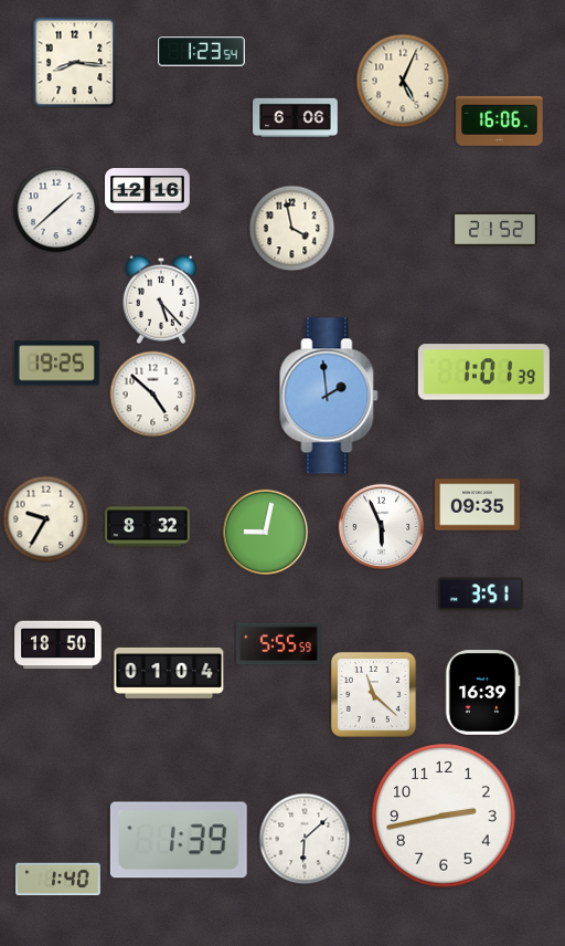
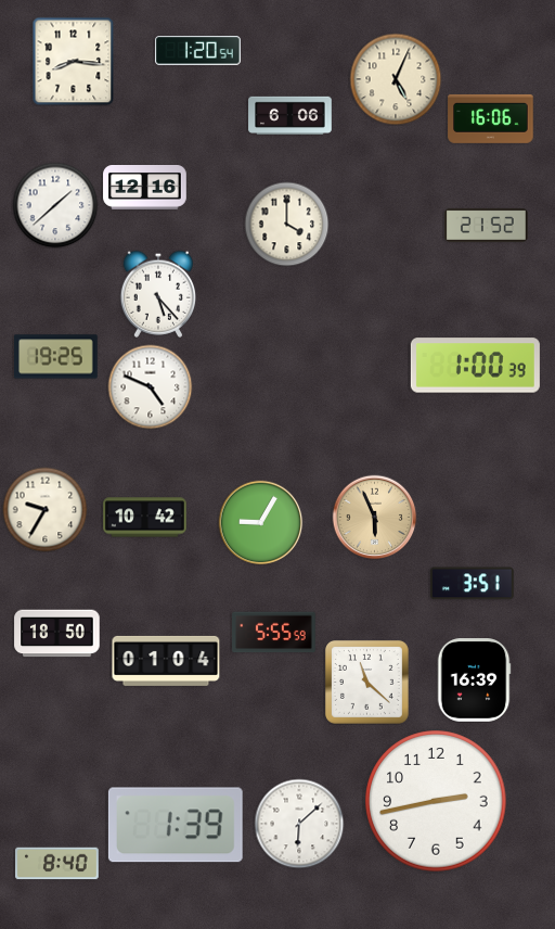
clock at (202, 52): 1:23 -> 1:20
clock at (291, 228): 3:58 -> 4:00
clock at (483, 372): 1:01 -> 1:00
clock at (152, 393): 4:52 -> 4:49
clock at (329, 396): 1:59 -> none
clock at (478, 505): 09:35 -> none
clock at (381, 526) dial: white -> champagne
clock at (148, 527): 8:32 -> 10:42
clock at (265, 532): 9:02 -> 9:05
clock at (58, 880): 1:40 -> 8:40
